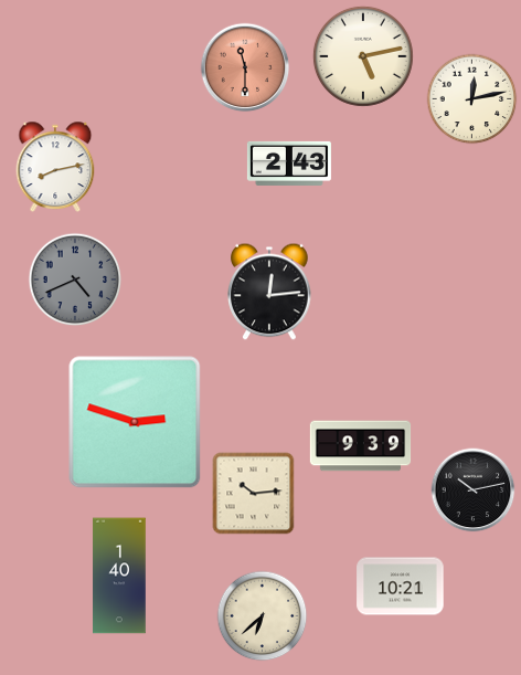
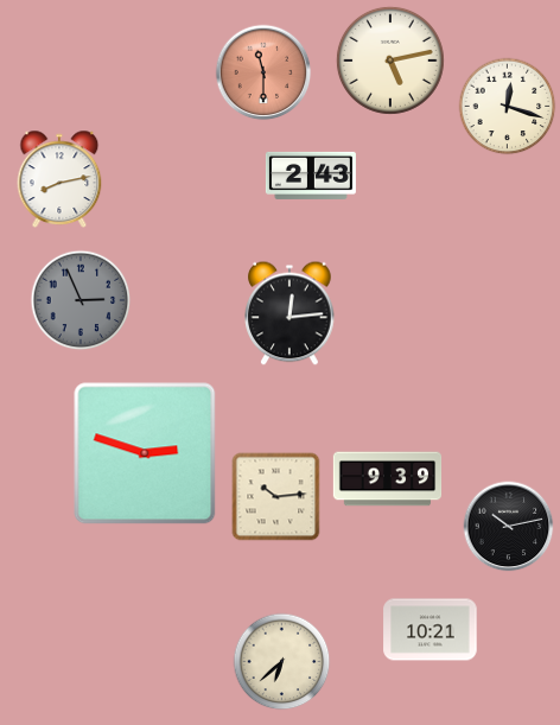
clock at (472, 99): 12:13 -> 12:18
clock at (75, 280): 4:41 -> 2:56
clock at (254, 494) position: (254, 494) -> (276, 497)
clock at (119, 576): 1:40 -> none
